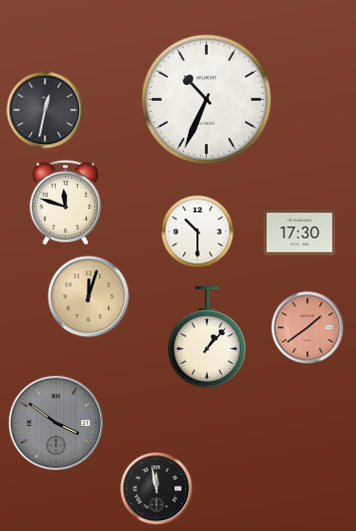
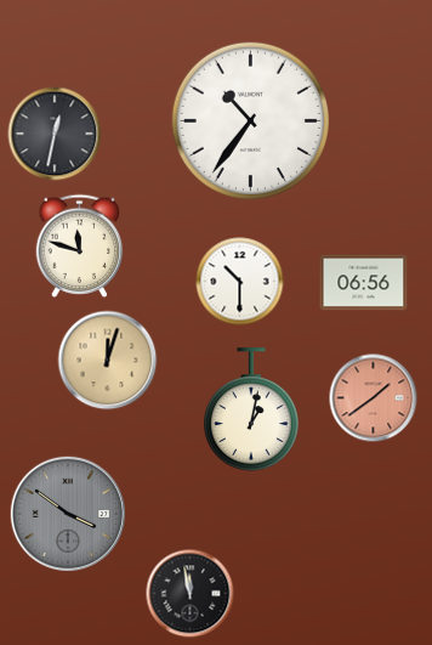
clock at (206, 99): 10:34 -> 10:36
clock at (300, 233): 17:30 -> 06:56
clock at (208, 337): 1:07 -> 1:02
